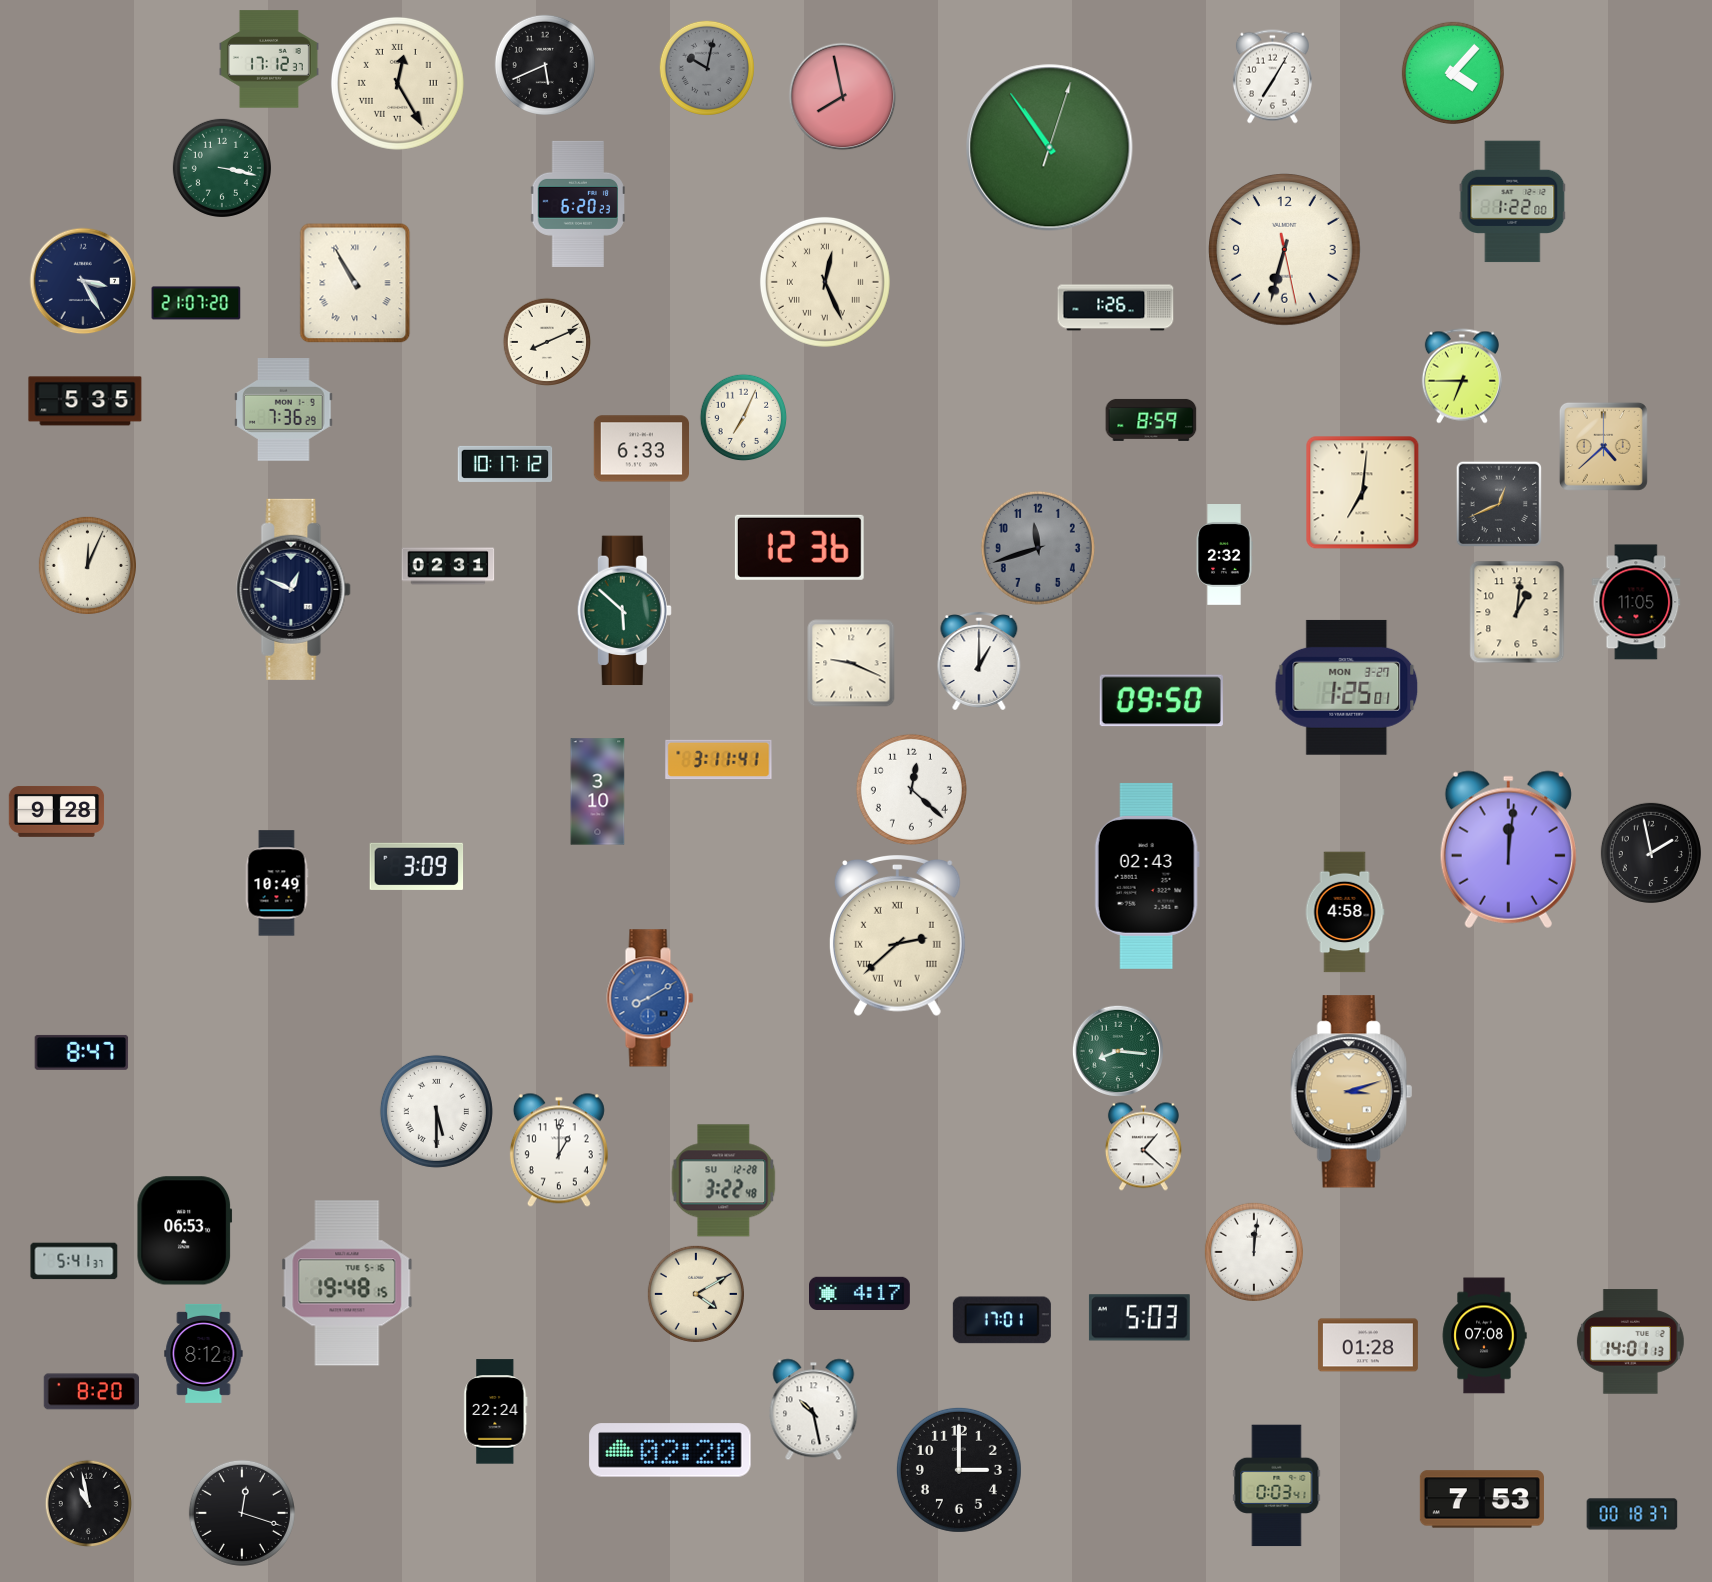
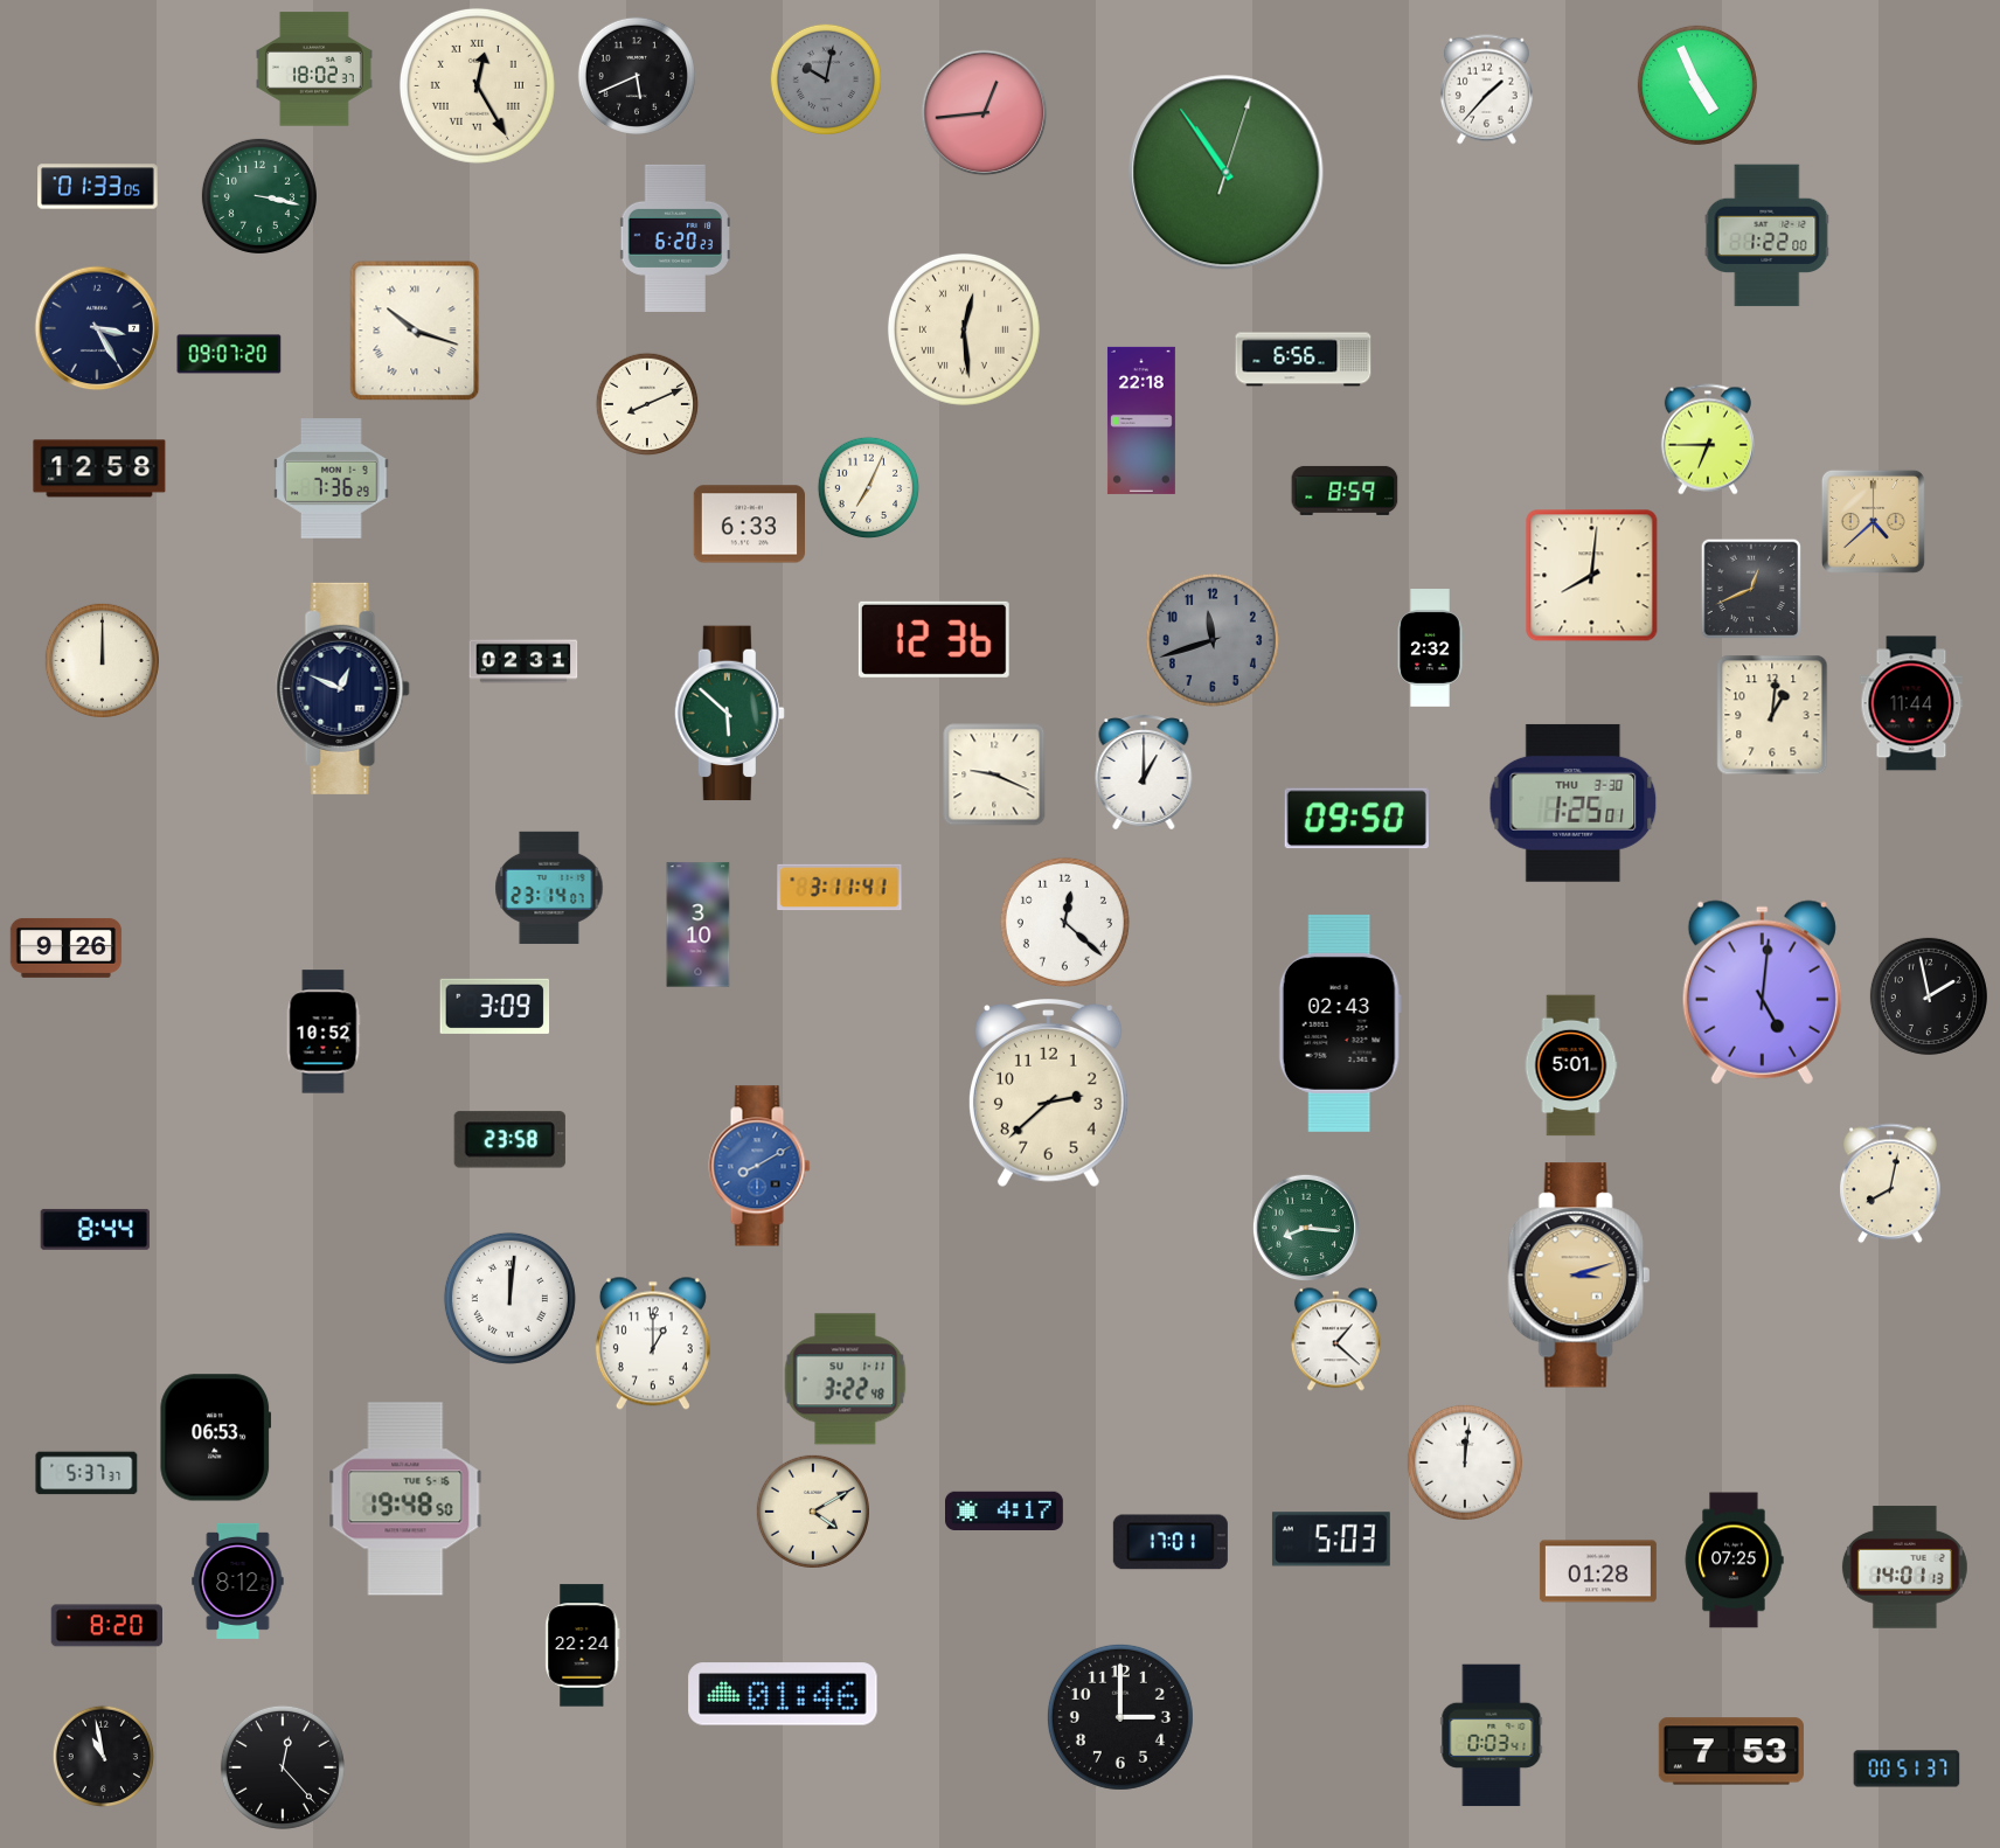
clock at (269, 59): 17:12 -> 18:02
clock at (1453, 73): 4:07 -> 4:56
clock at (1272, 77): 7:05 -> 1:37
clock at (397, 83) position: (397, 83) -> (477, 85)
clock at (843, 97): 7:58 -> 12:44
clock at (98, 187): none -> 01:33
clock at (1285, 250): 6:32 -> none
clock at (825, 282): 12:26 -> 12:29
clock at (355, 283): 10:55 -> 10:18
clock at (196, 303): 21:07 -> 09:07
clock at (1116, 308): 1:26 -> 6:56
clock at (547, 342) position: (547, 342) -> (647, 404)
clock at (1141, 421): none -> 22:18
clock at (85, 401): 5:35 -> 12:58
clock at (505, 464): 10:17 -> none
clock at (1363, 493): 7:01 -> 8:01
clock at (87, 565): 12:04 -> 12:00
clock at (1636, 602): 11:05 -> 11:44
clock at (1347, 687) date: MON 3-27 -> THU 3-30
clock at (549, 888): none -> 23:14
clock at (57, 811): 9:28 -> 9:26
clock at (1508, 849): 12:01 -> 5:01
clock at (417, 866) position: (417, 866) -> (495, 1006)
clock at (277, 883): 10:49 -> 10:52
clock at (1345, 912): 4:58 -> 5:01
clock at (897, 936) numerals: Roman -> Arabic
clock at (509, 1140): none -> 23:58
clock at (1891, 1183): none -> 8:02
clock at (82, 1052): 8:47 -> 8:44
clock at (436, 1111): 5:30 -> 12:01
clock at (724, 1181) date: SU 12-28 -> SU 1-11
clock at (74, 1261): 5:41 -> 5:37
clock at (347, 1283): 19:48:15 -> 19:48:50
clock at (1484, 1336): 07:08 -> 07:25
clock at (814, 1410): 10:28 -> none
clock at (496, 1412) position: (496, 1412) -> (583, 1646)
clock at (670, 1450): 02:20 -> 01:46
clock at (242, 1513): 12:18 -> 12:23
clock at (1632, 1514): 00:18 -> 00:51
